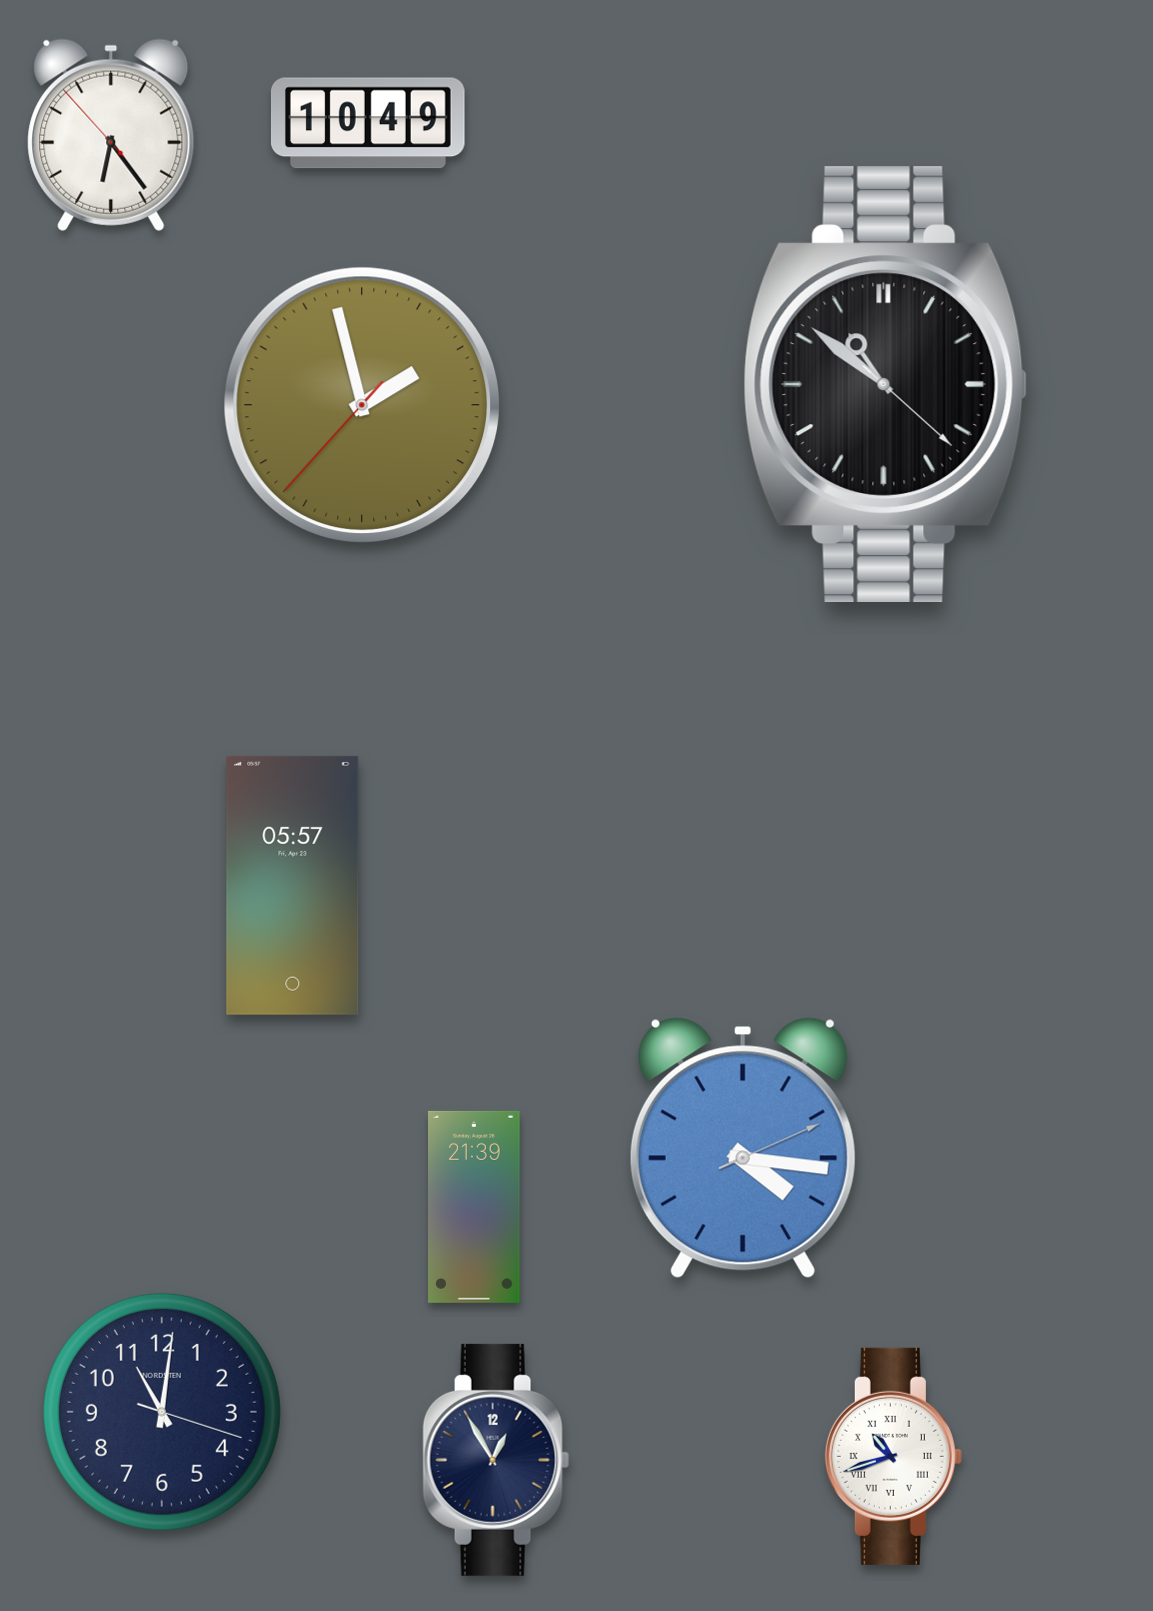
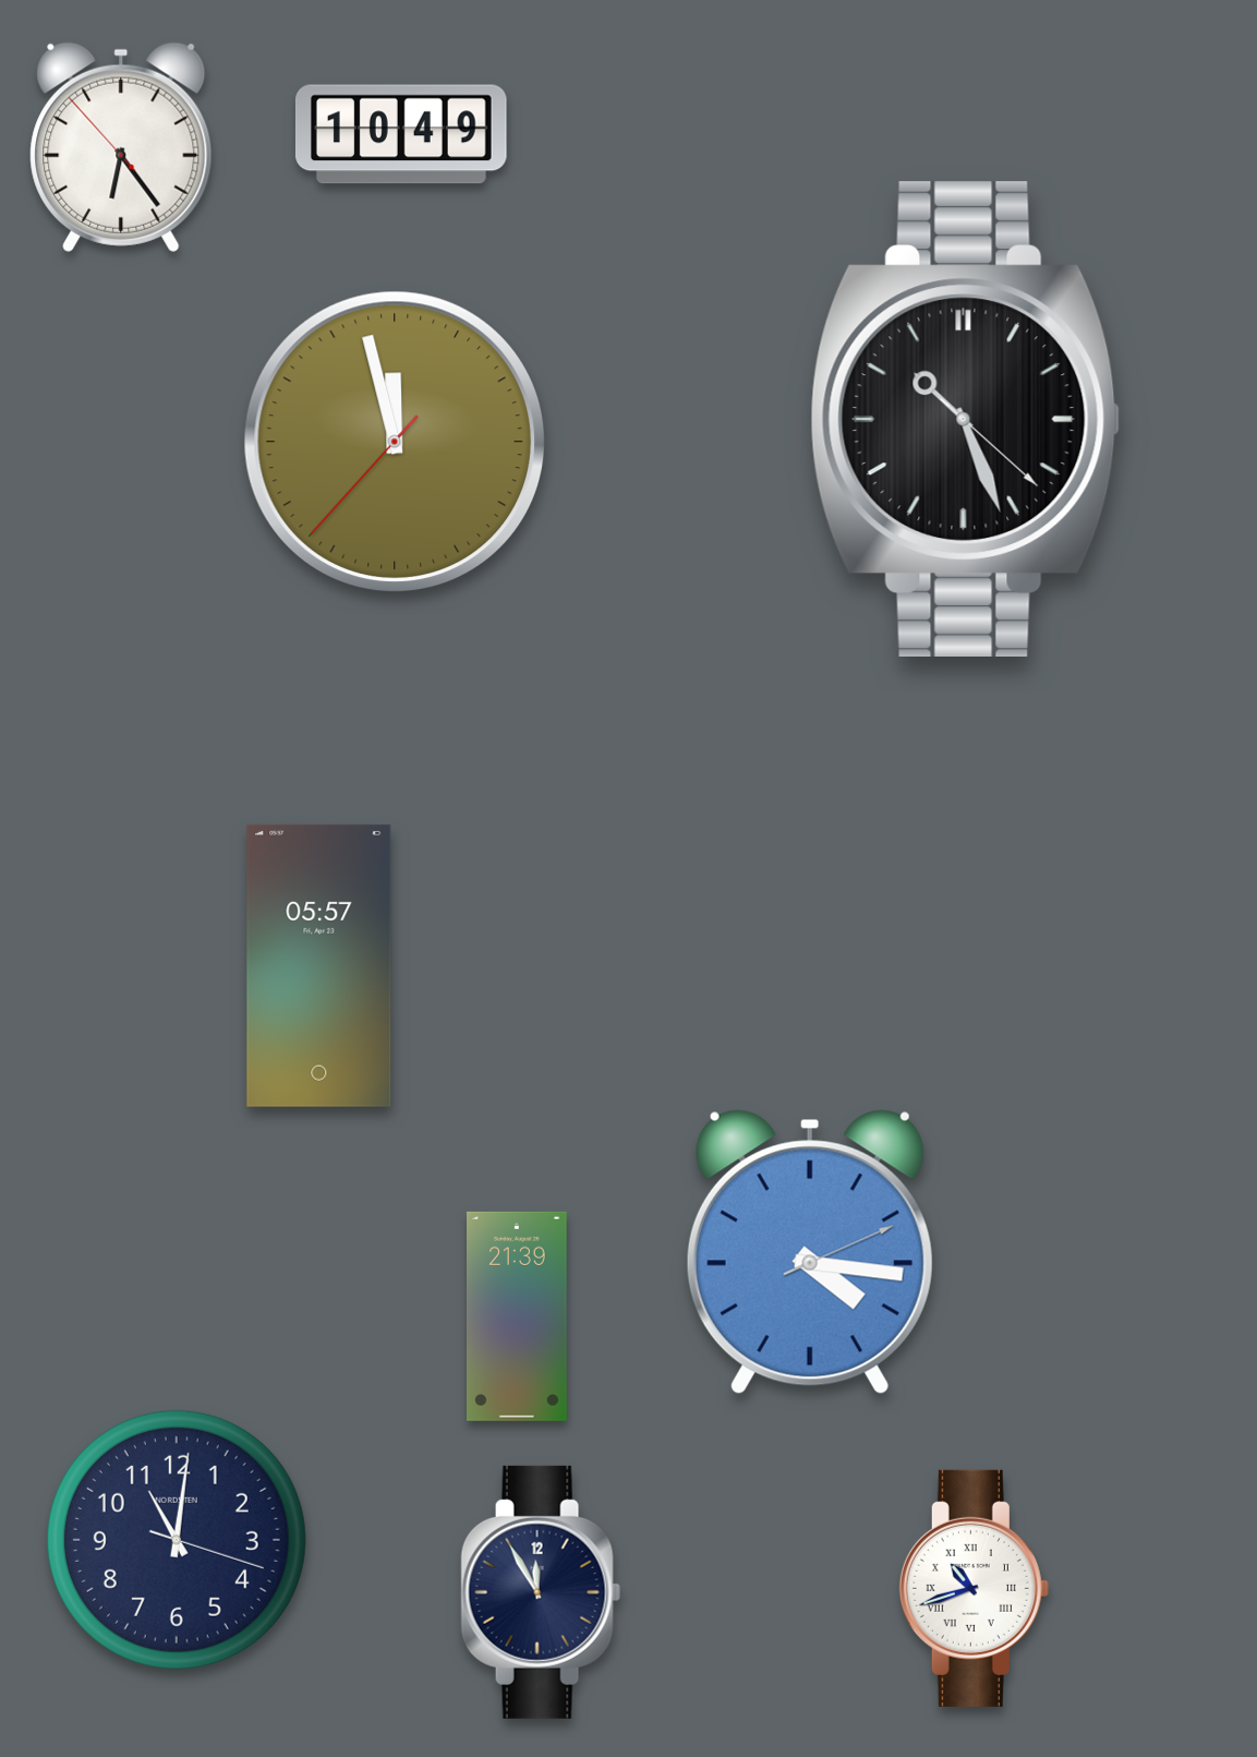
clock at (886, 384): 10:51 -> 10:26
clock at (361, 404): 1:57 -> 11:57
clock at (496, 1460): 12:55 -> 11:55
